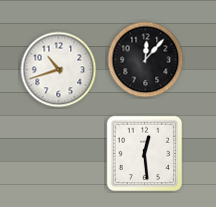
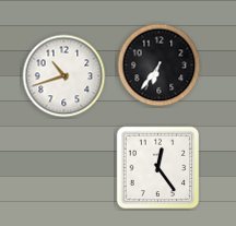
clock at (146, 60): 12:07 -> 6:36
clock at (145, 154): 12:29 -> 12:24
